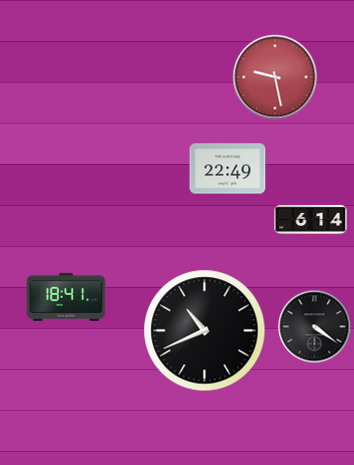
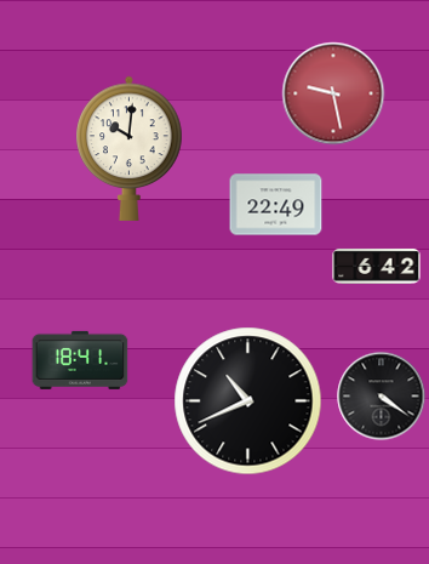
clock at (130, 148): none -> 10:01
clock at (311, 219): 6:14 -> 6:42
